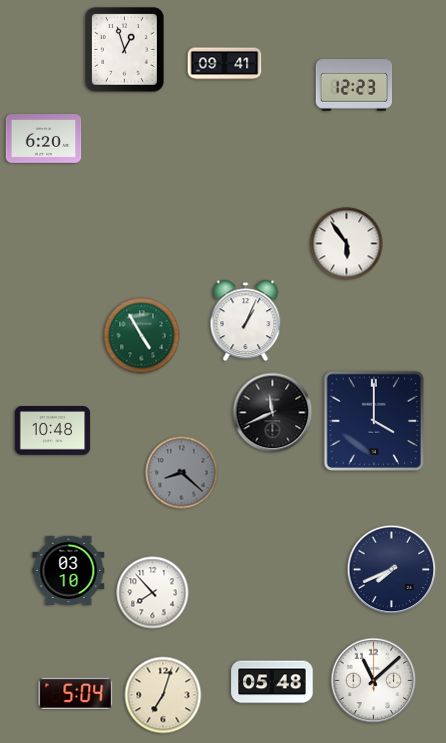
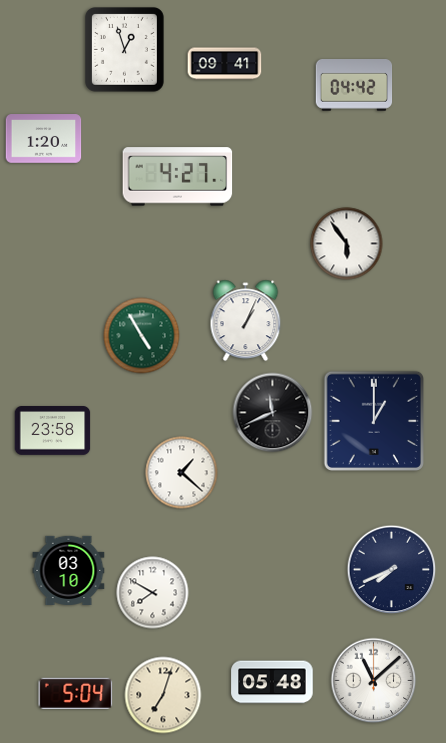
clock at (354, 86): 12:23 -> 04:42
clock at (44, 139): 6:20 -> 1:20
clock at (178, 177): none -> 4:27
clock at (374, 421): 4:00 -> 1:00
clock at (53, 431): 10:48 -> 23:58
clock at (182, 473): 8:22 -> 1:22
clock at (182, 473) dial: grey -> white
clock at (153, 593): 7:53 -> 7:50
